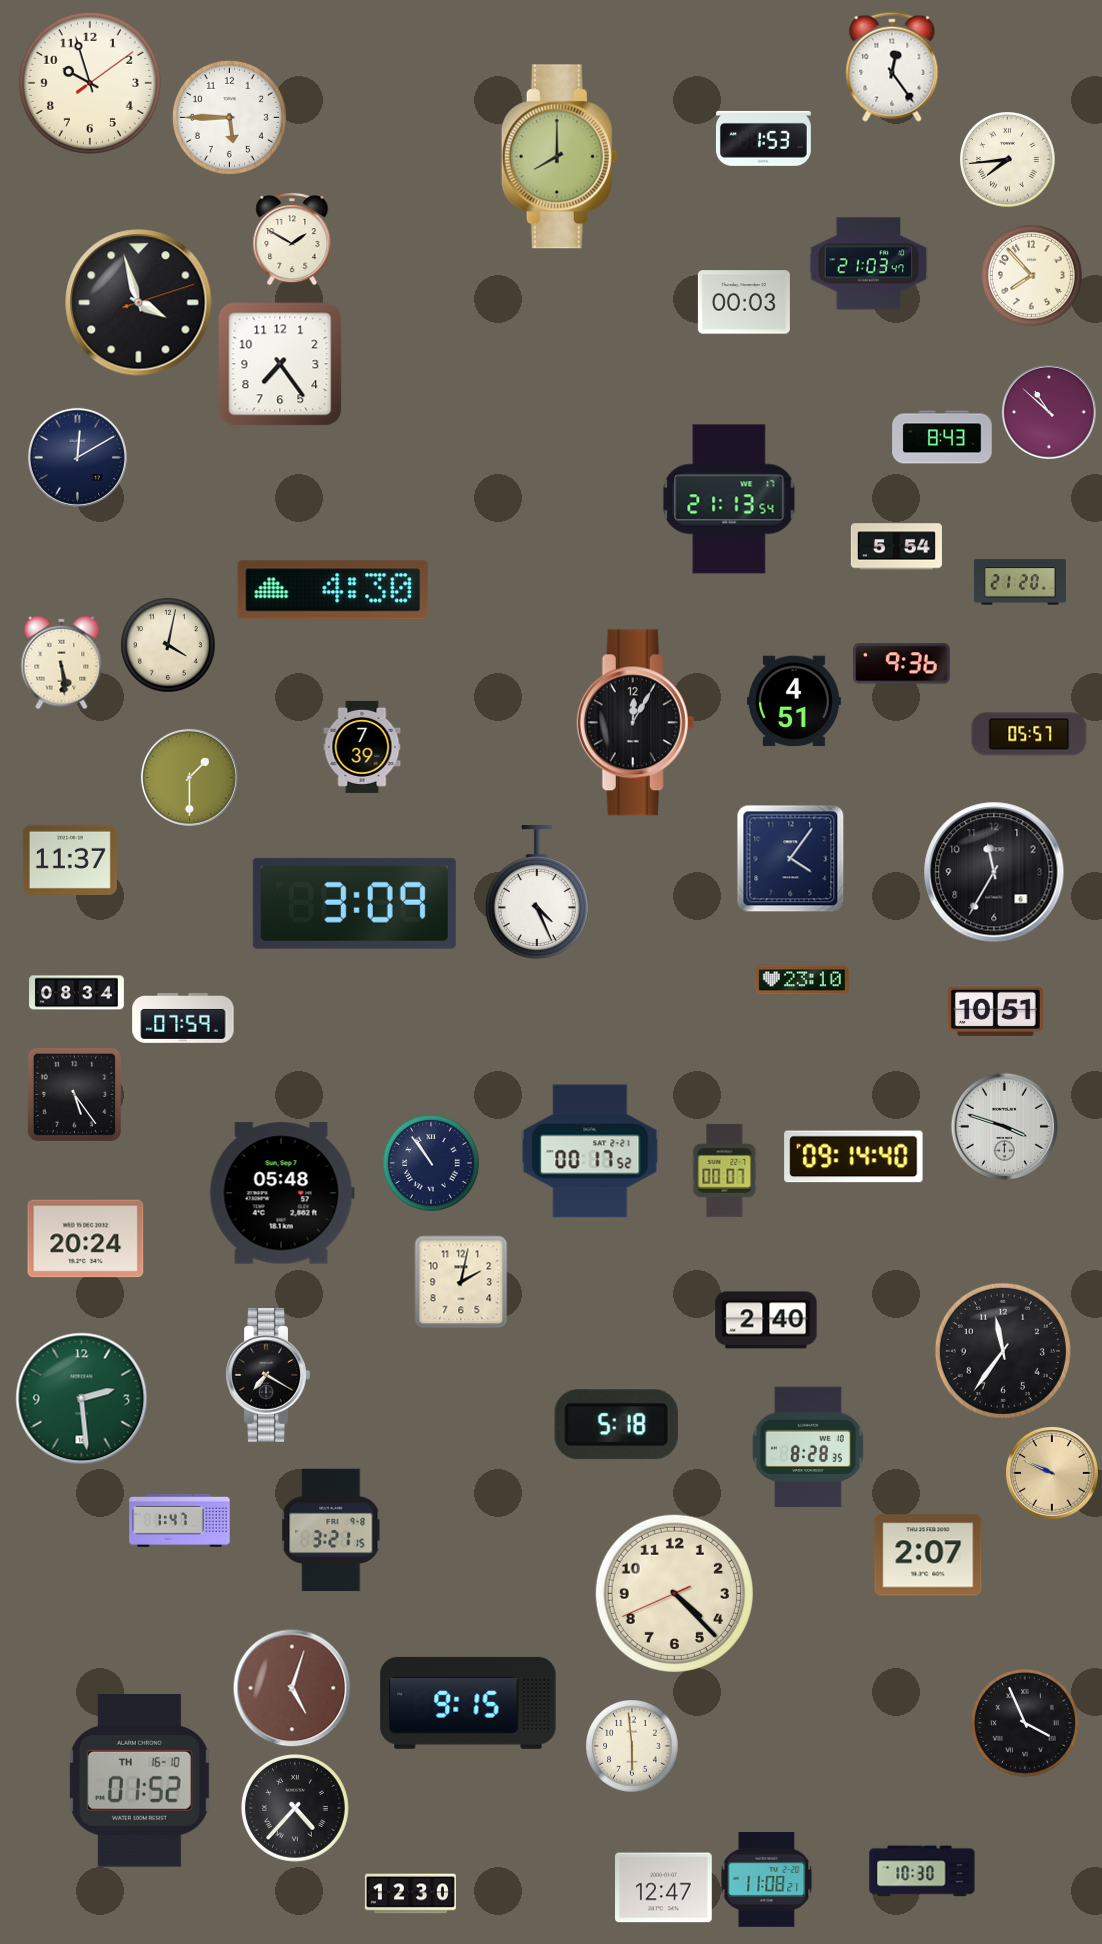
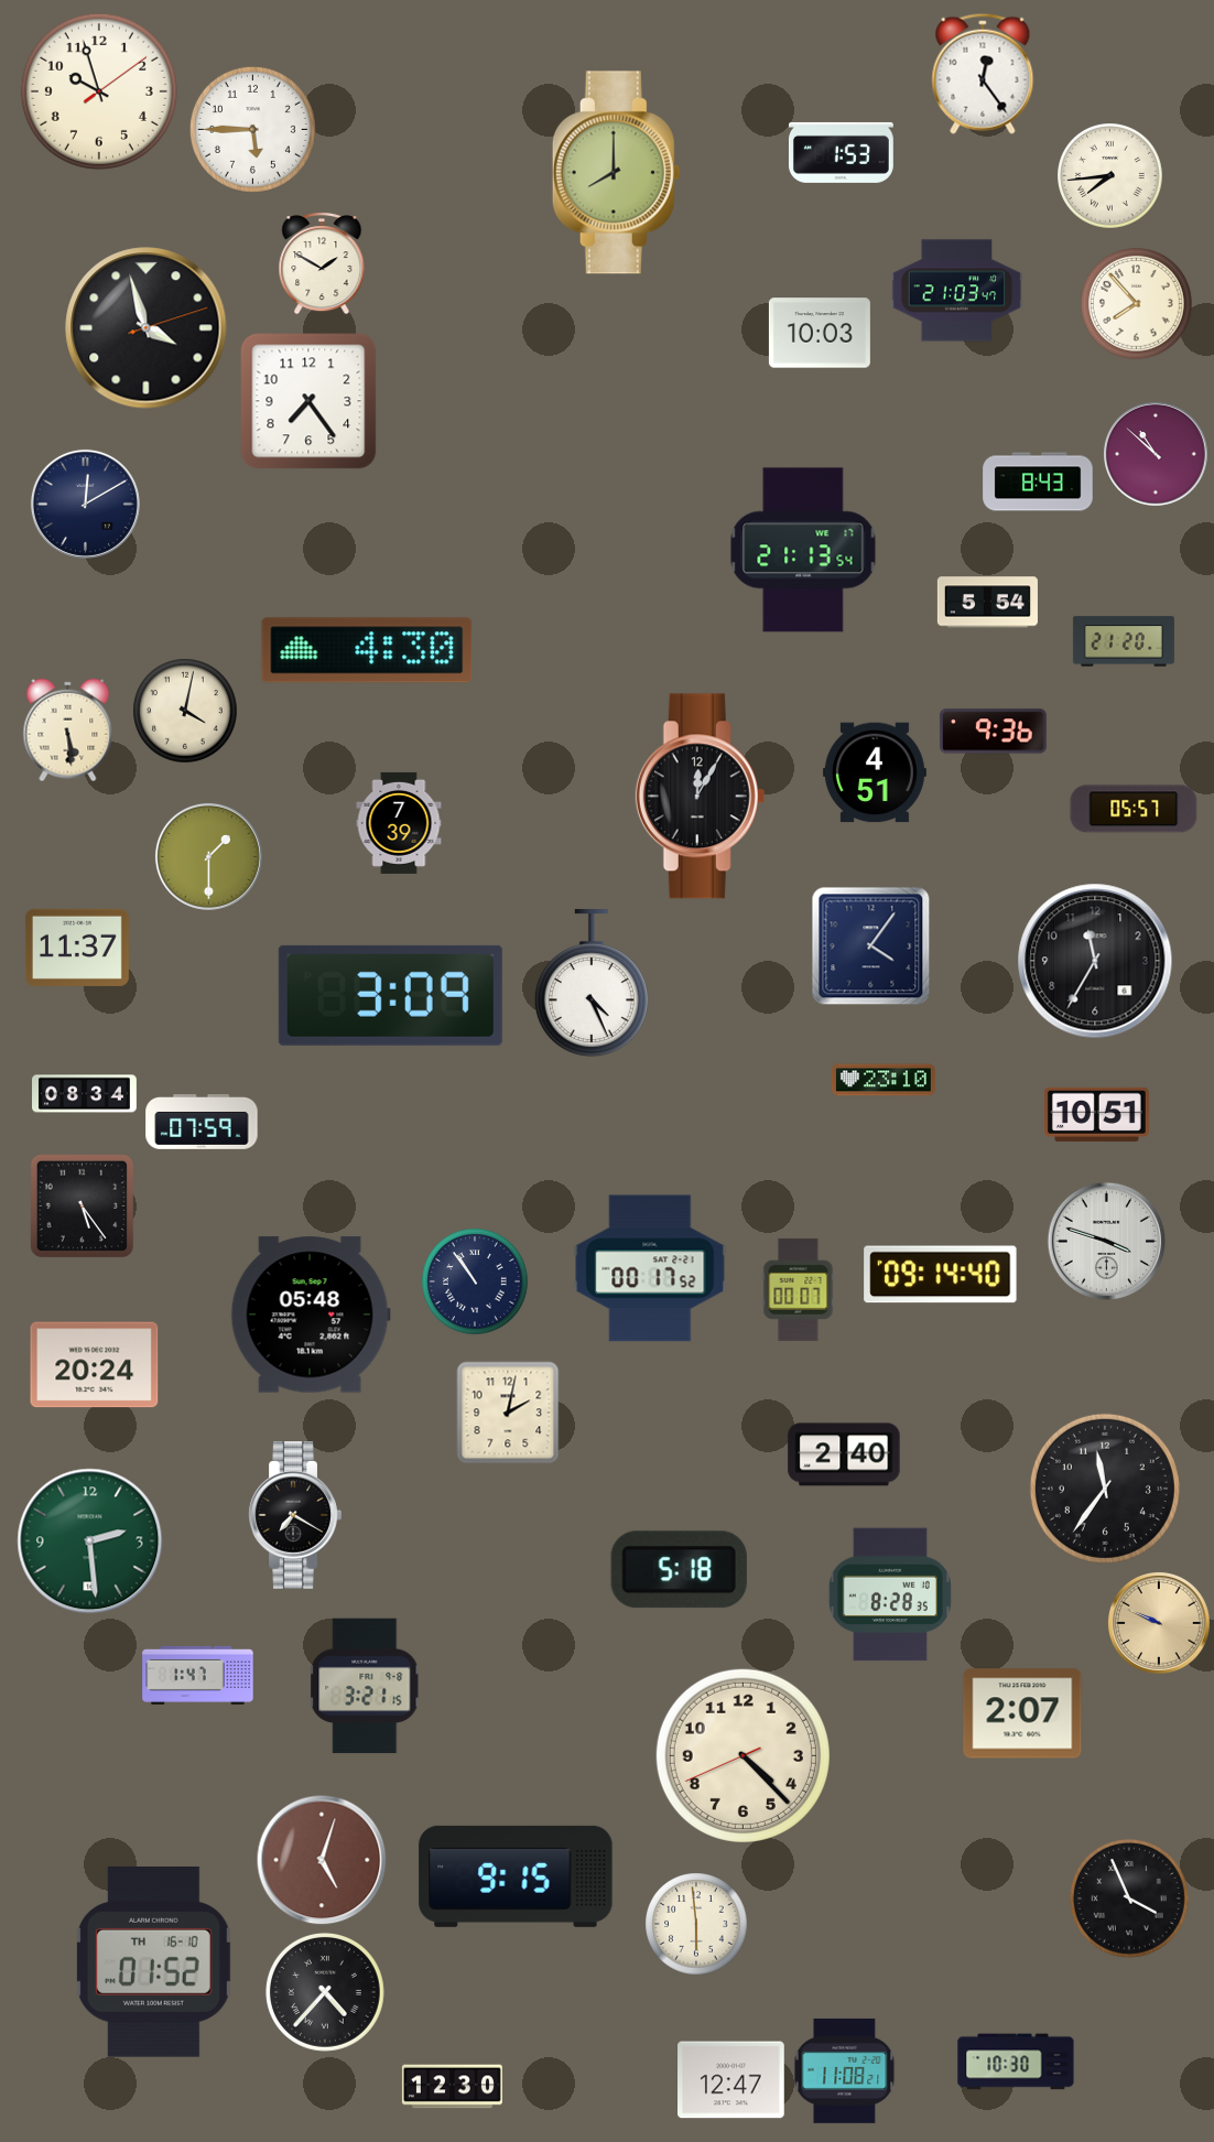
clock at (744, 302): 00:03 -> 10:03
clock at (139, 303) position: (139, 303) -> (147, 328)
